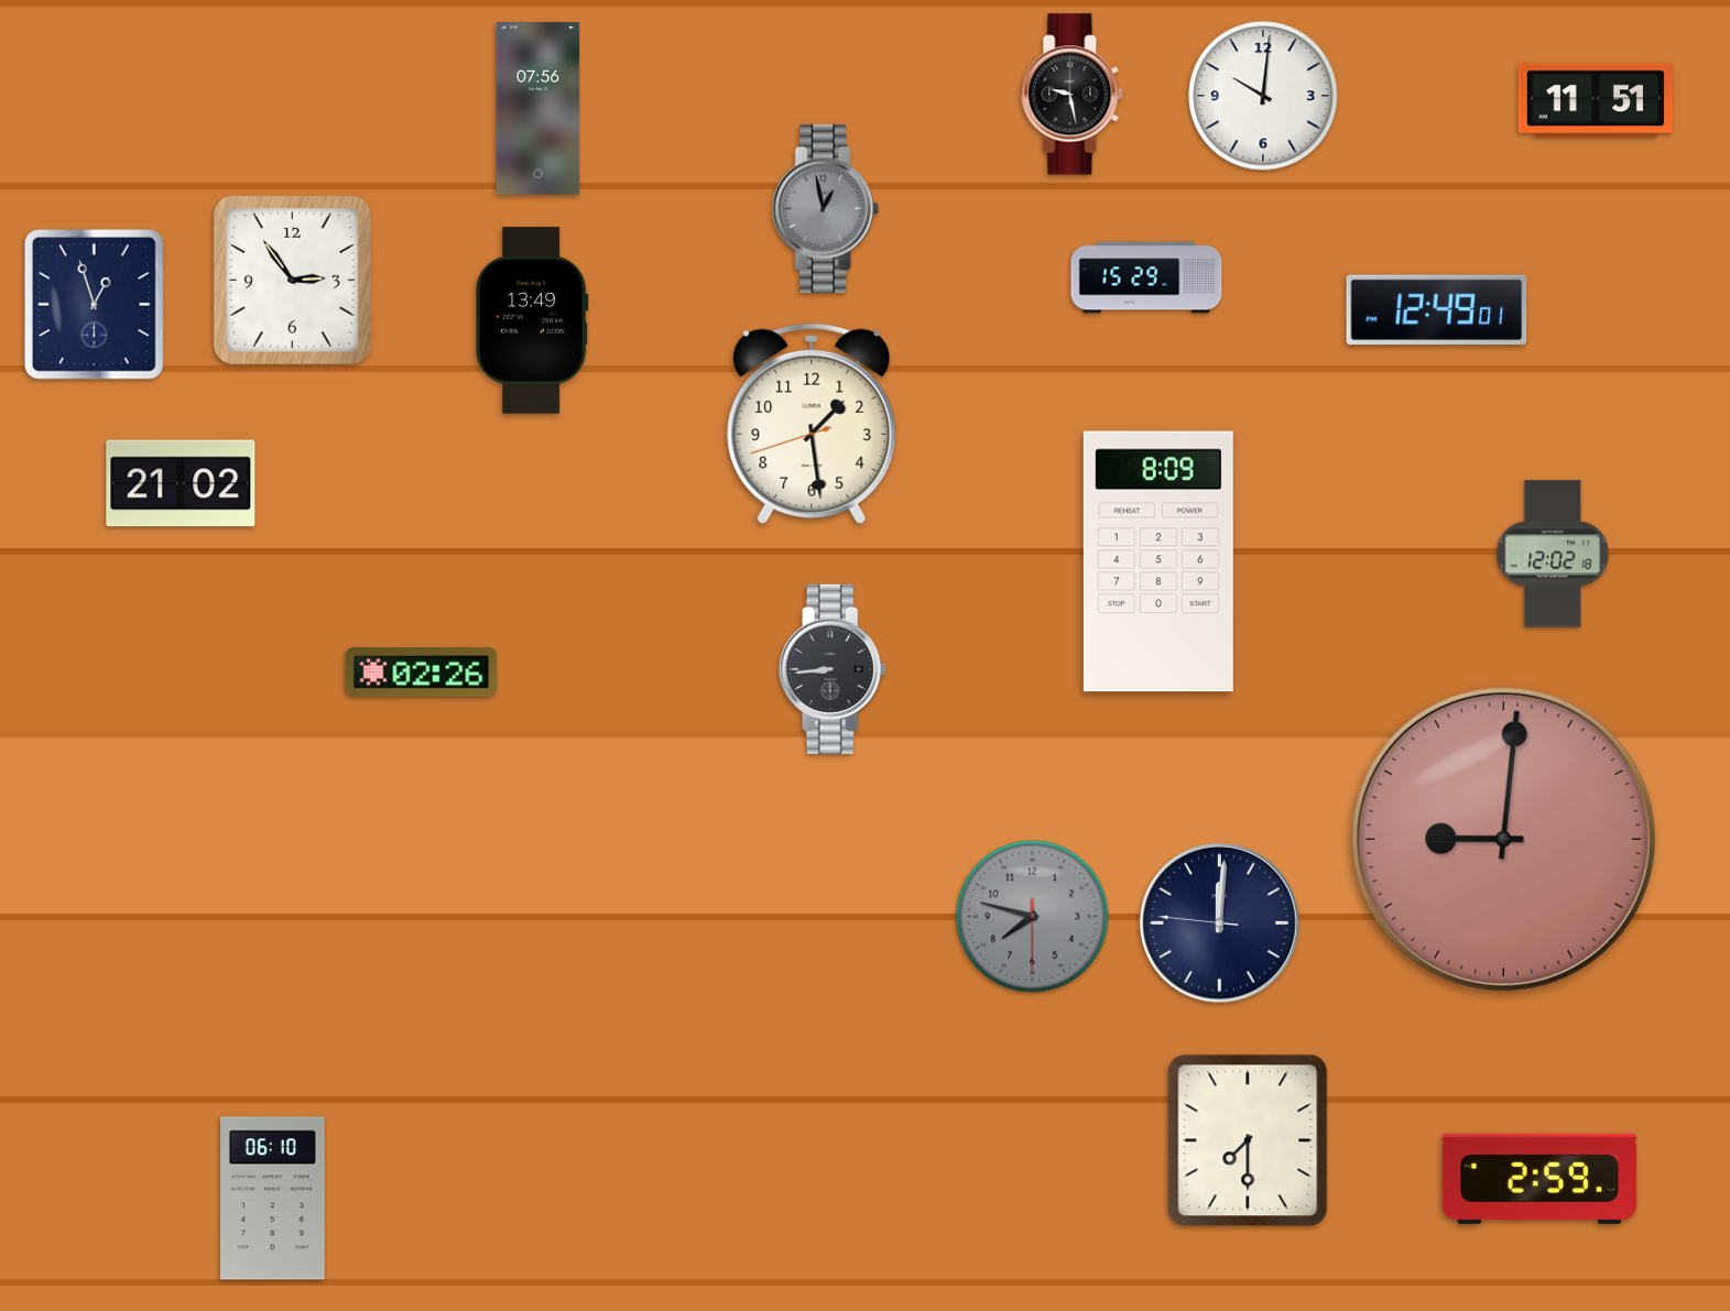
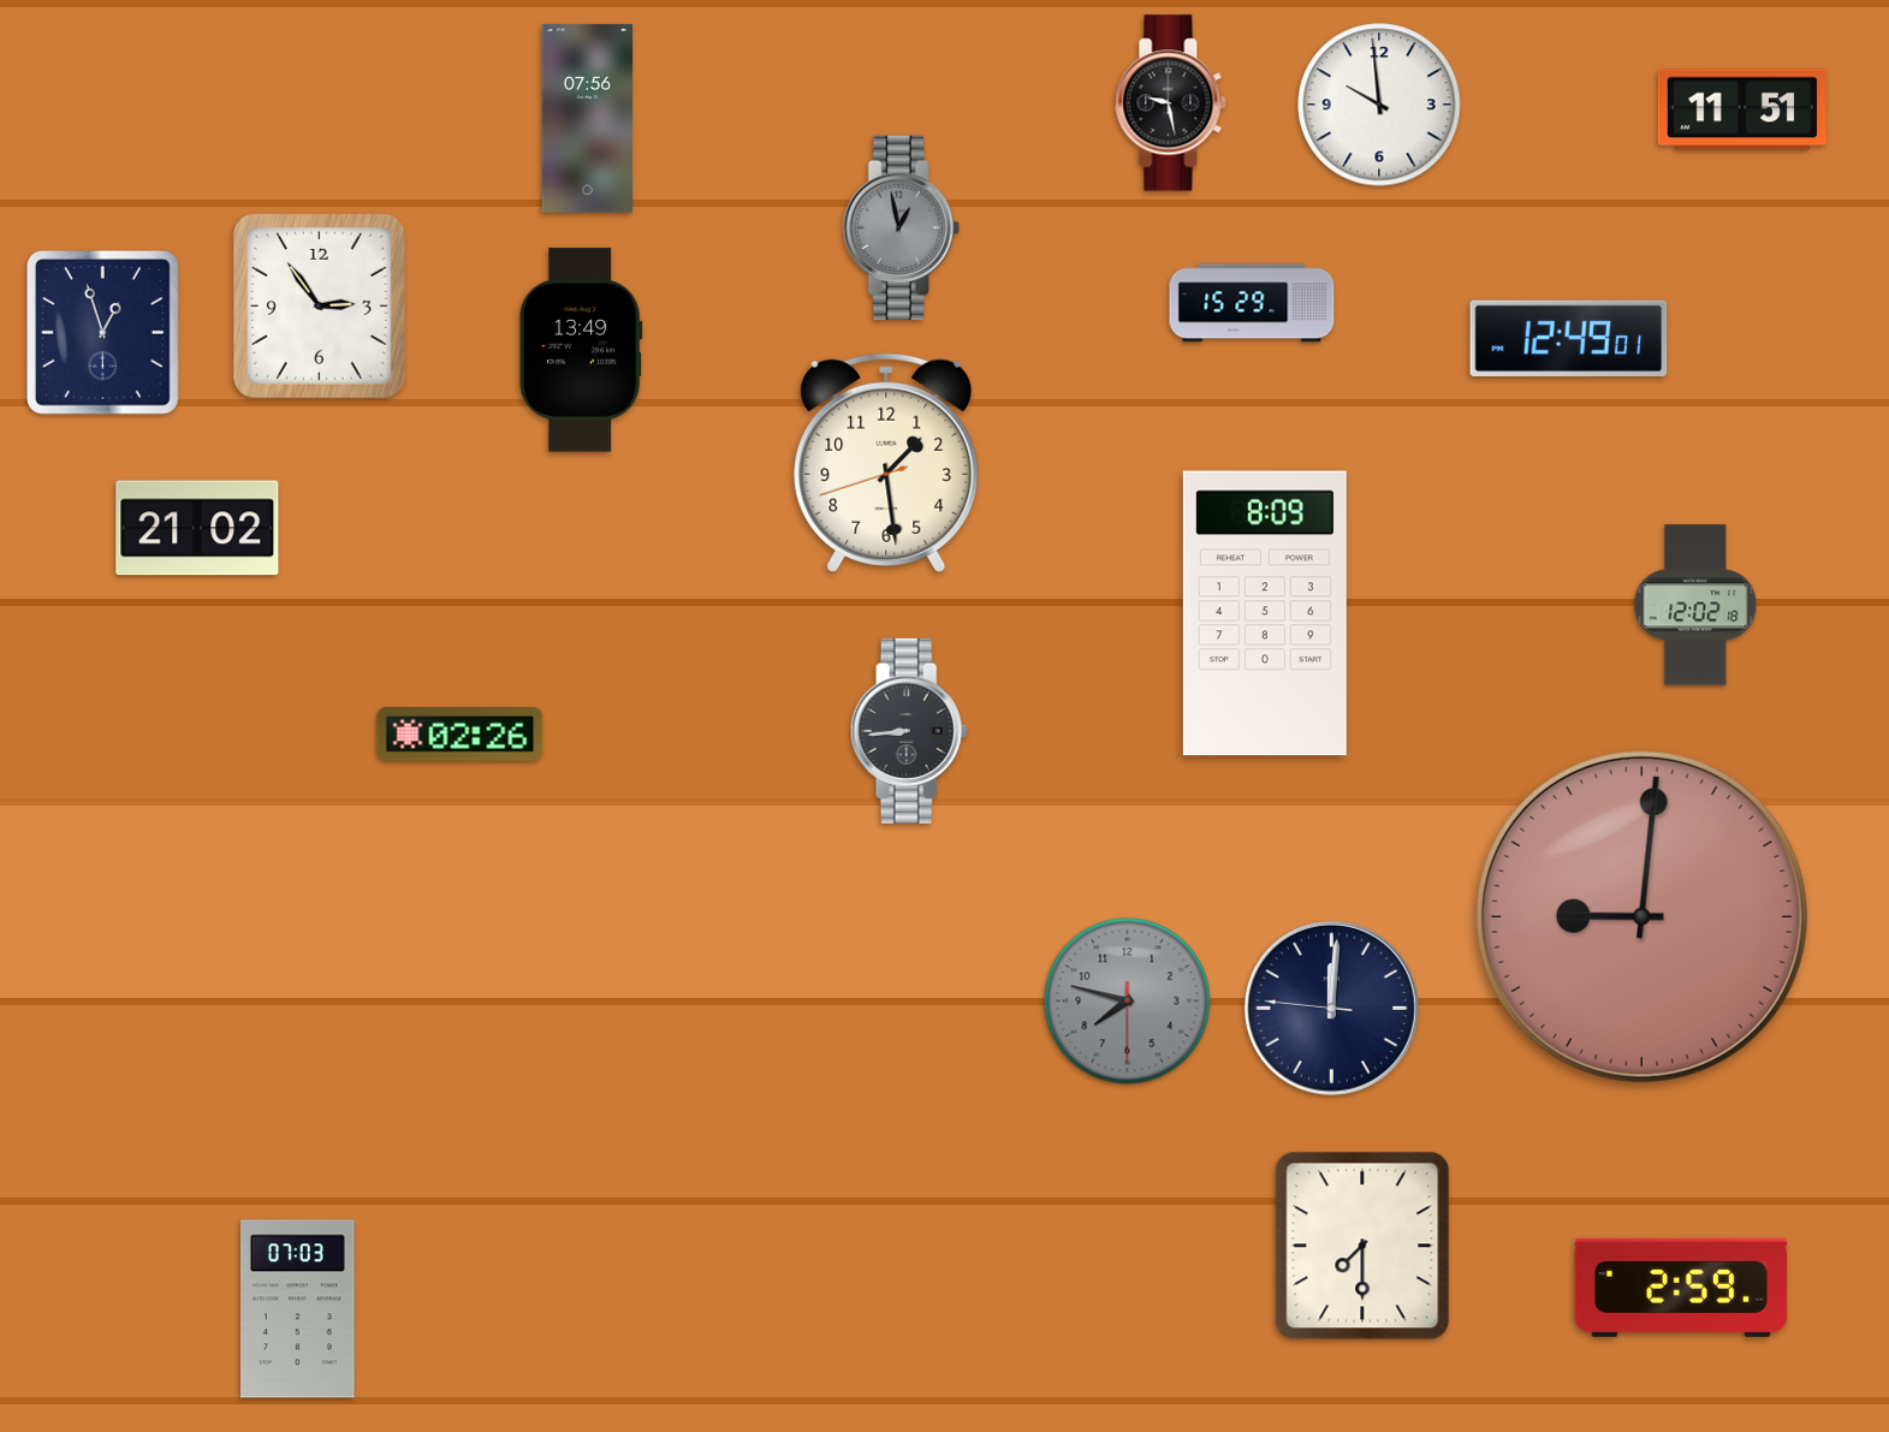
clock at (1263, 96): 10:01 -> 9:59
clock at (273, 1199): 06:10 -> 07:03
